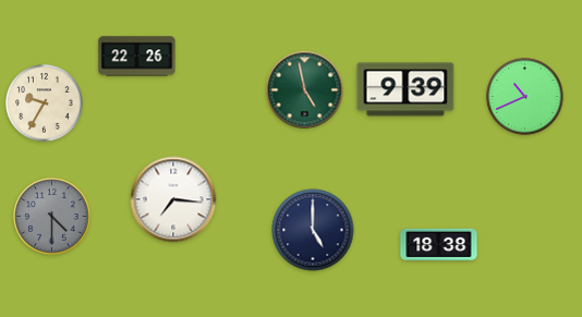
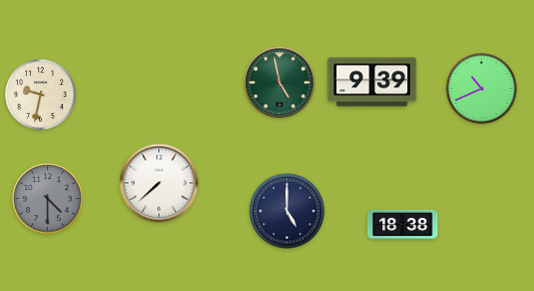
clock at (137, 57): 22:26 -> none
clock at (45, 103): 9:35 -> 9:32
clock at (173, 199): 7:16 -> 7:38
